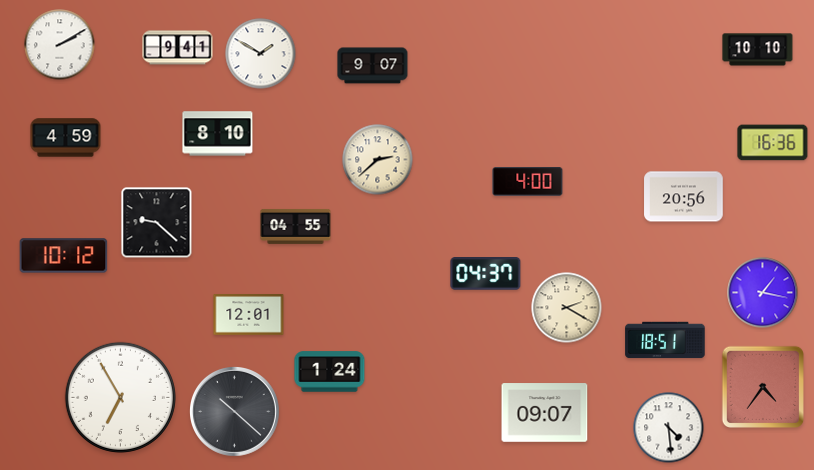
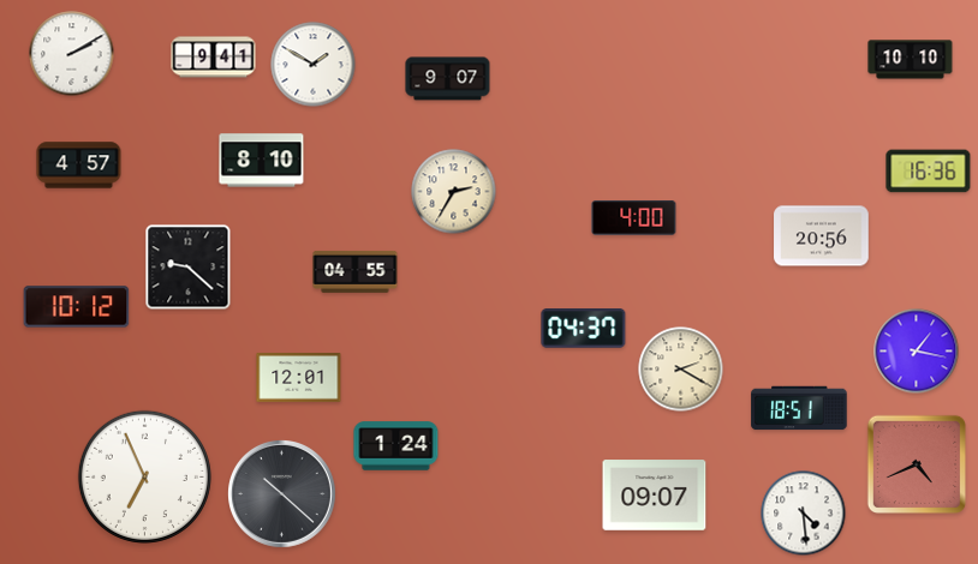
clock at (66, 138): 4:59 -> 4:57
clock at (378, 160): 2:38 -> 2:35
clock at (763, 387): 4:36 -> 4:41
clock at (120, 397): 6:55 -> 6:56
